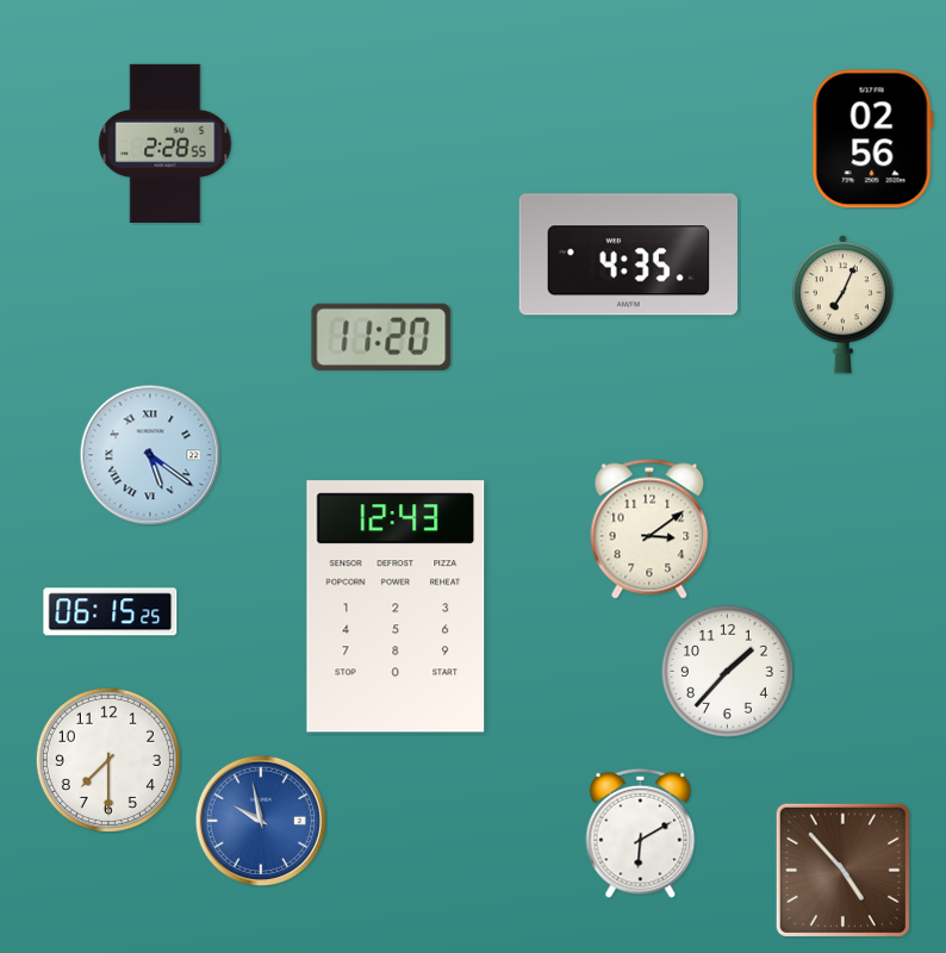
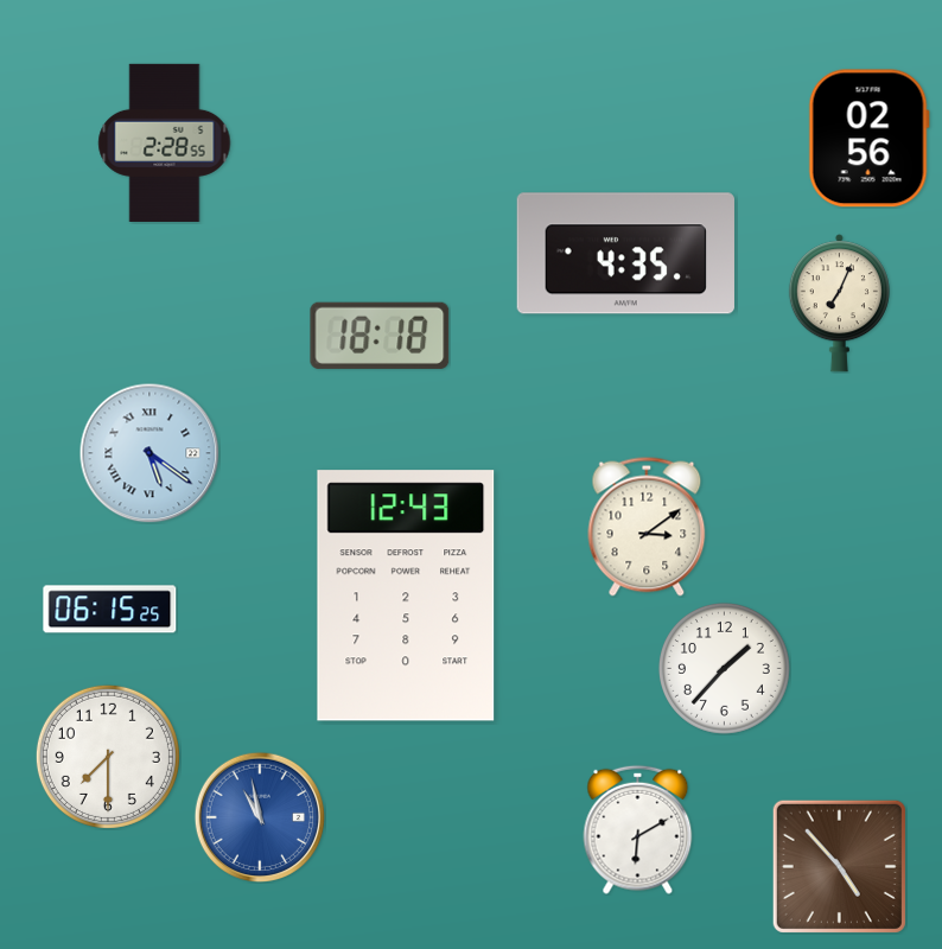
clock at (381, 337): 11:20 -> 18:18
clock at (396, 606) position: (396, 606) -> (406, 595)
clock at (260, 820): 9:58 -> 10:58
